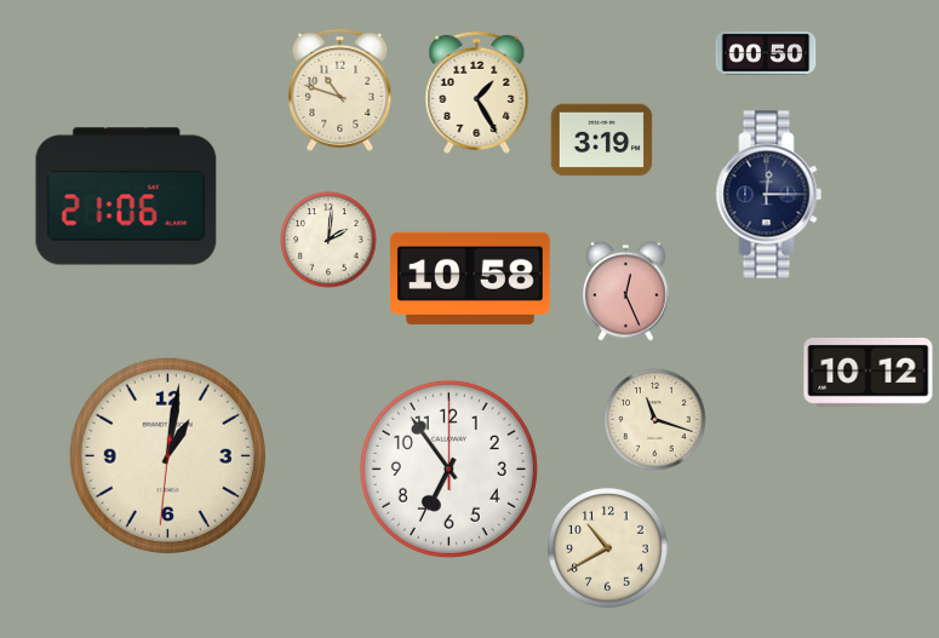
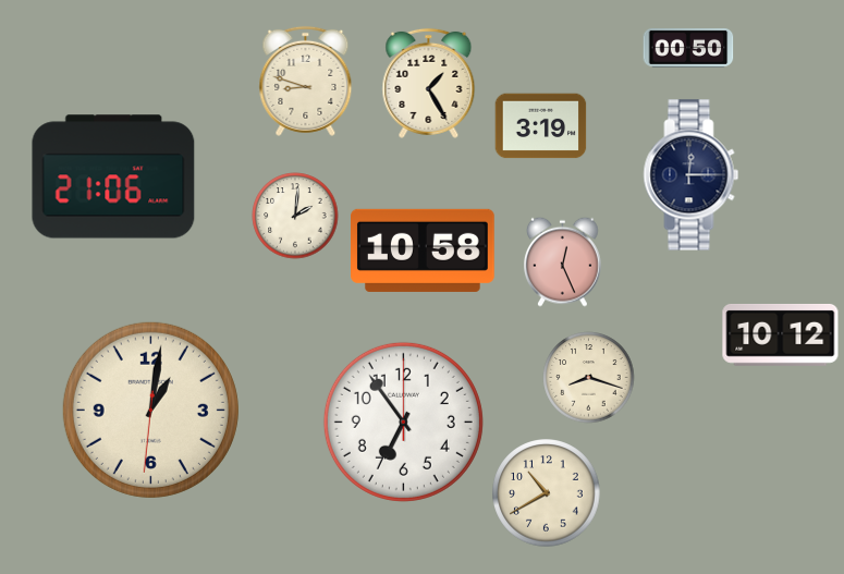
clock at (340, 90): 10:48 -> 8:48
clock at (655, 420): 11:18 -> 8:18
